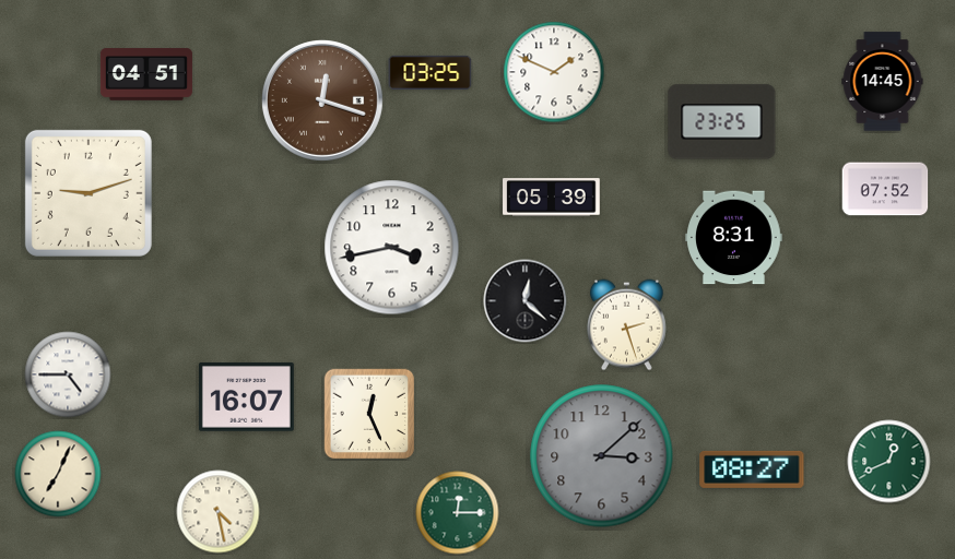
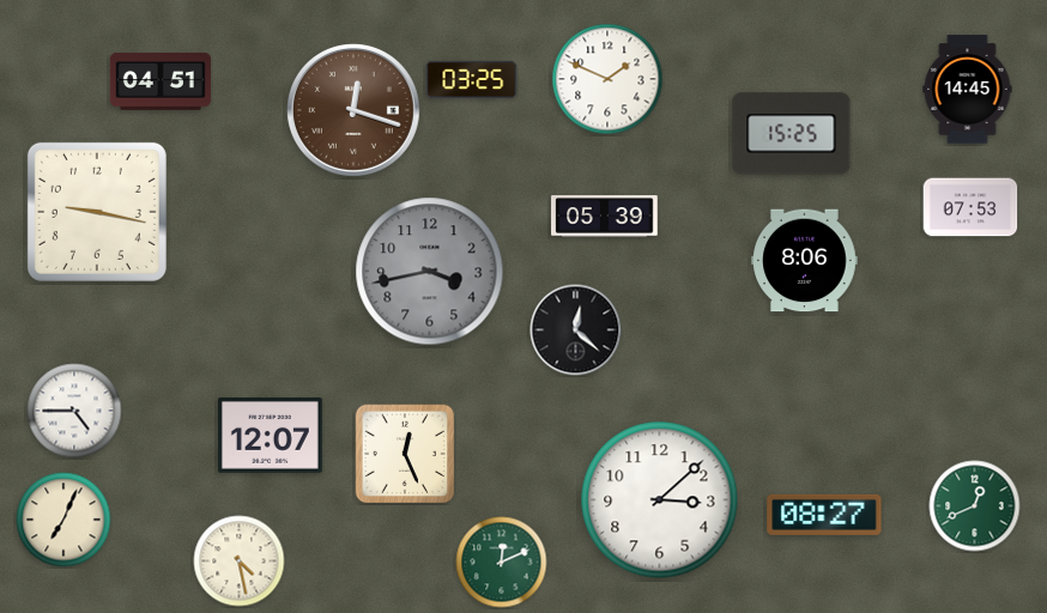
clock at (722, 122): 23:25 -> 15:25
clock at (885, 189): 07:52 -> 07:53
clock at (89, 193): 9:12 -> 9:17
clock at (734, 238): 8:31 -> 8:06
clock at (392, 248) dial: white -> grey
clock at (626, 325): 2:27 -> none
clock at (246, 397): 16:07 -> 12:07
clock at (602, 456) dial: grey -> white
clock at (458, 513): 12:15 -> 12:11
